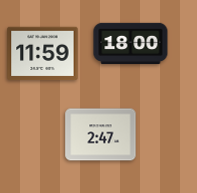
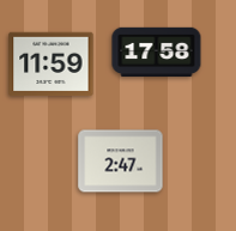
clock at (131, 44): 18:00 -> 17:58
